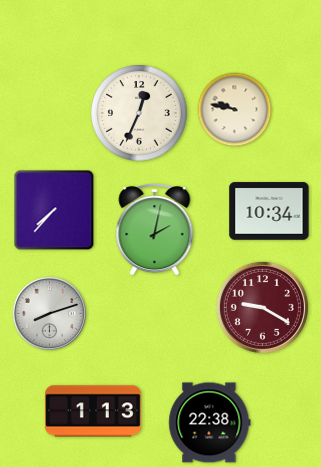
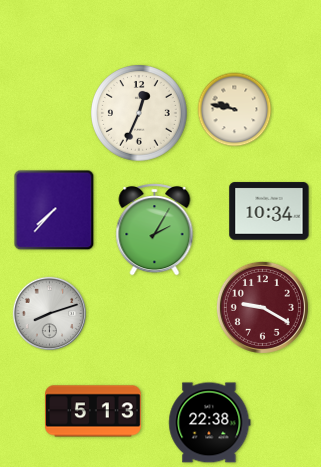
clock at (155, 230): 2:02 -> 2:05
clock at (94, 411): 1:13 -> 5:13
